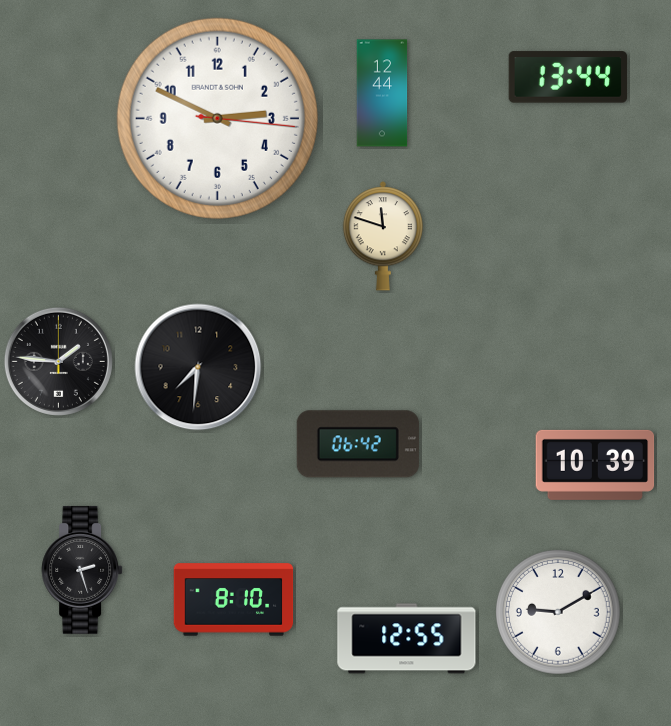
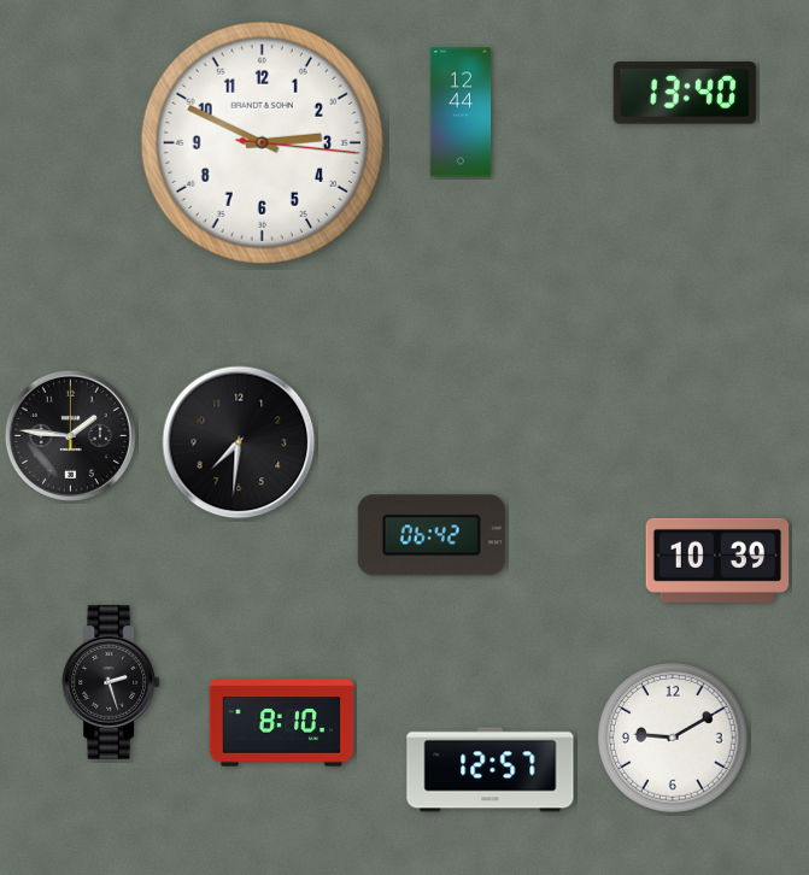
clock at (568, 77): 13:44 -> 13:40
clock at (383, 236): 11:48 -> none
clock at (82, 570) position: (82, 570) -> (111, 682)
clock at (407, 639): 12:55 -> 12:57
